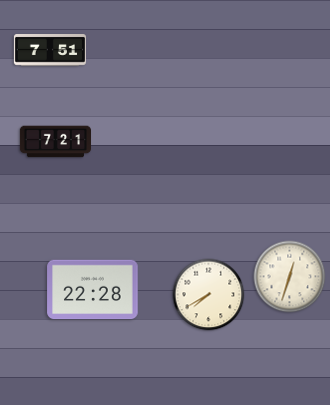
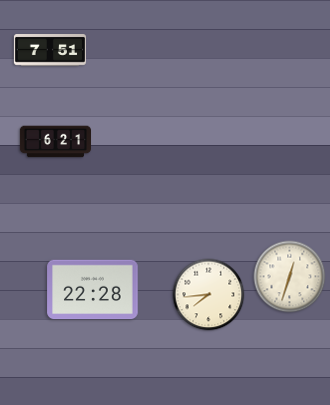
clock at (55, 142): 7:21 -> 6:21
clock at (209, 295): 7:40 -> 7:44
